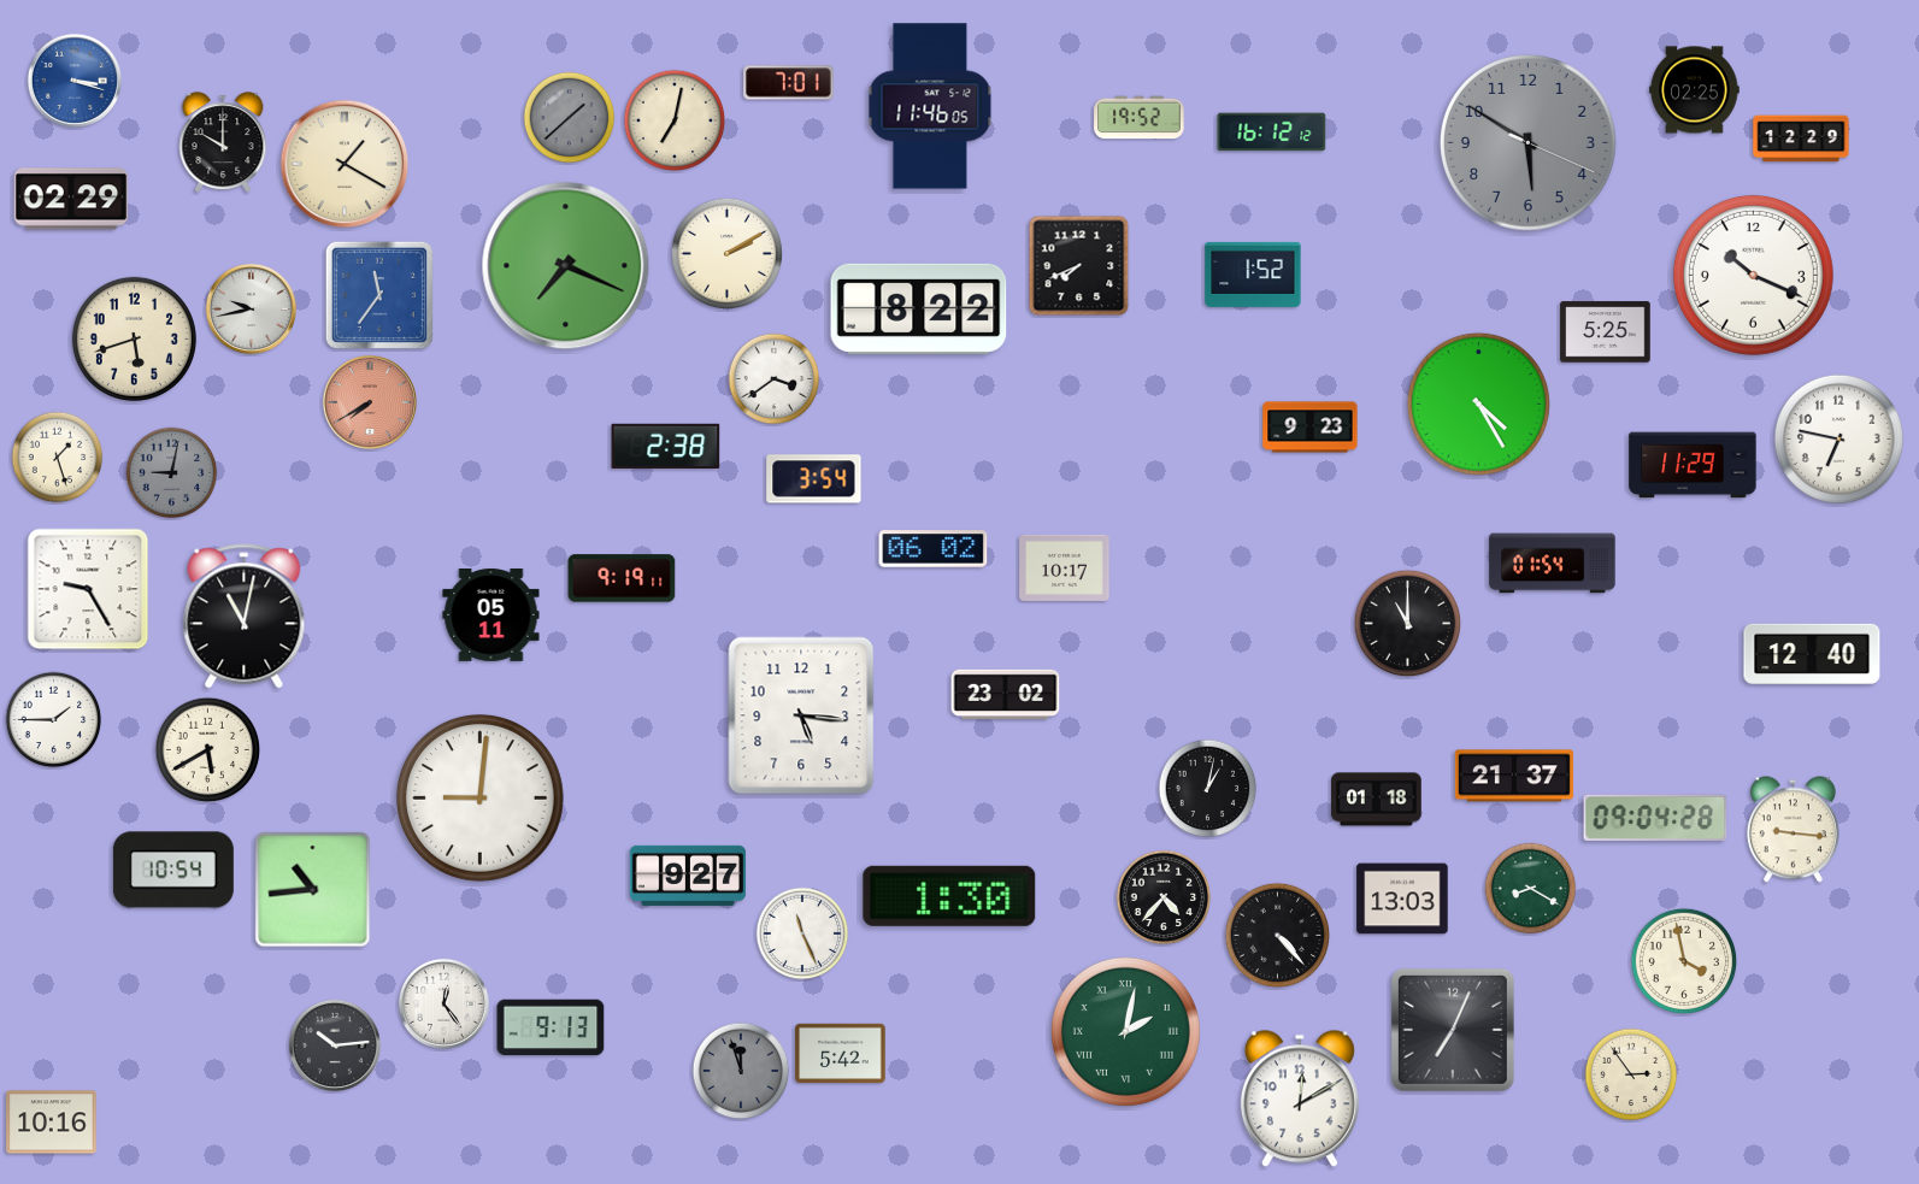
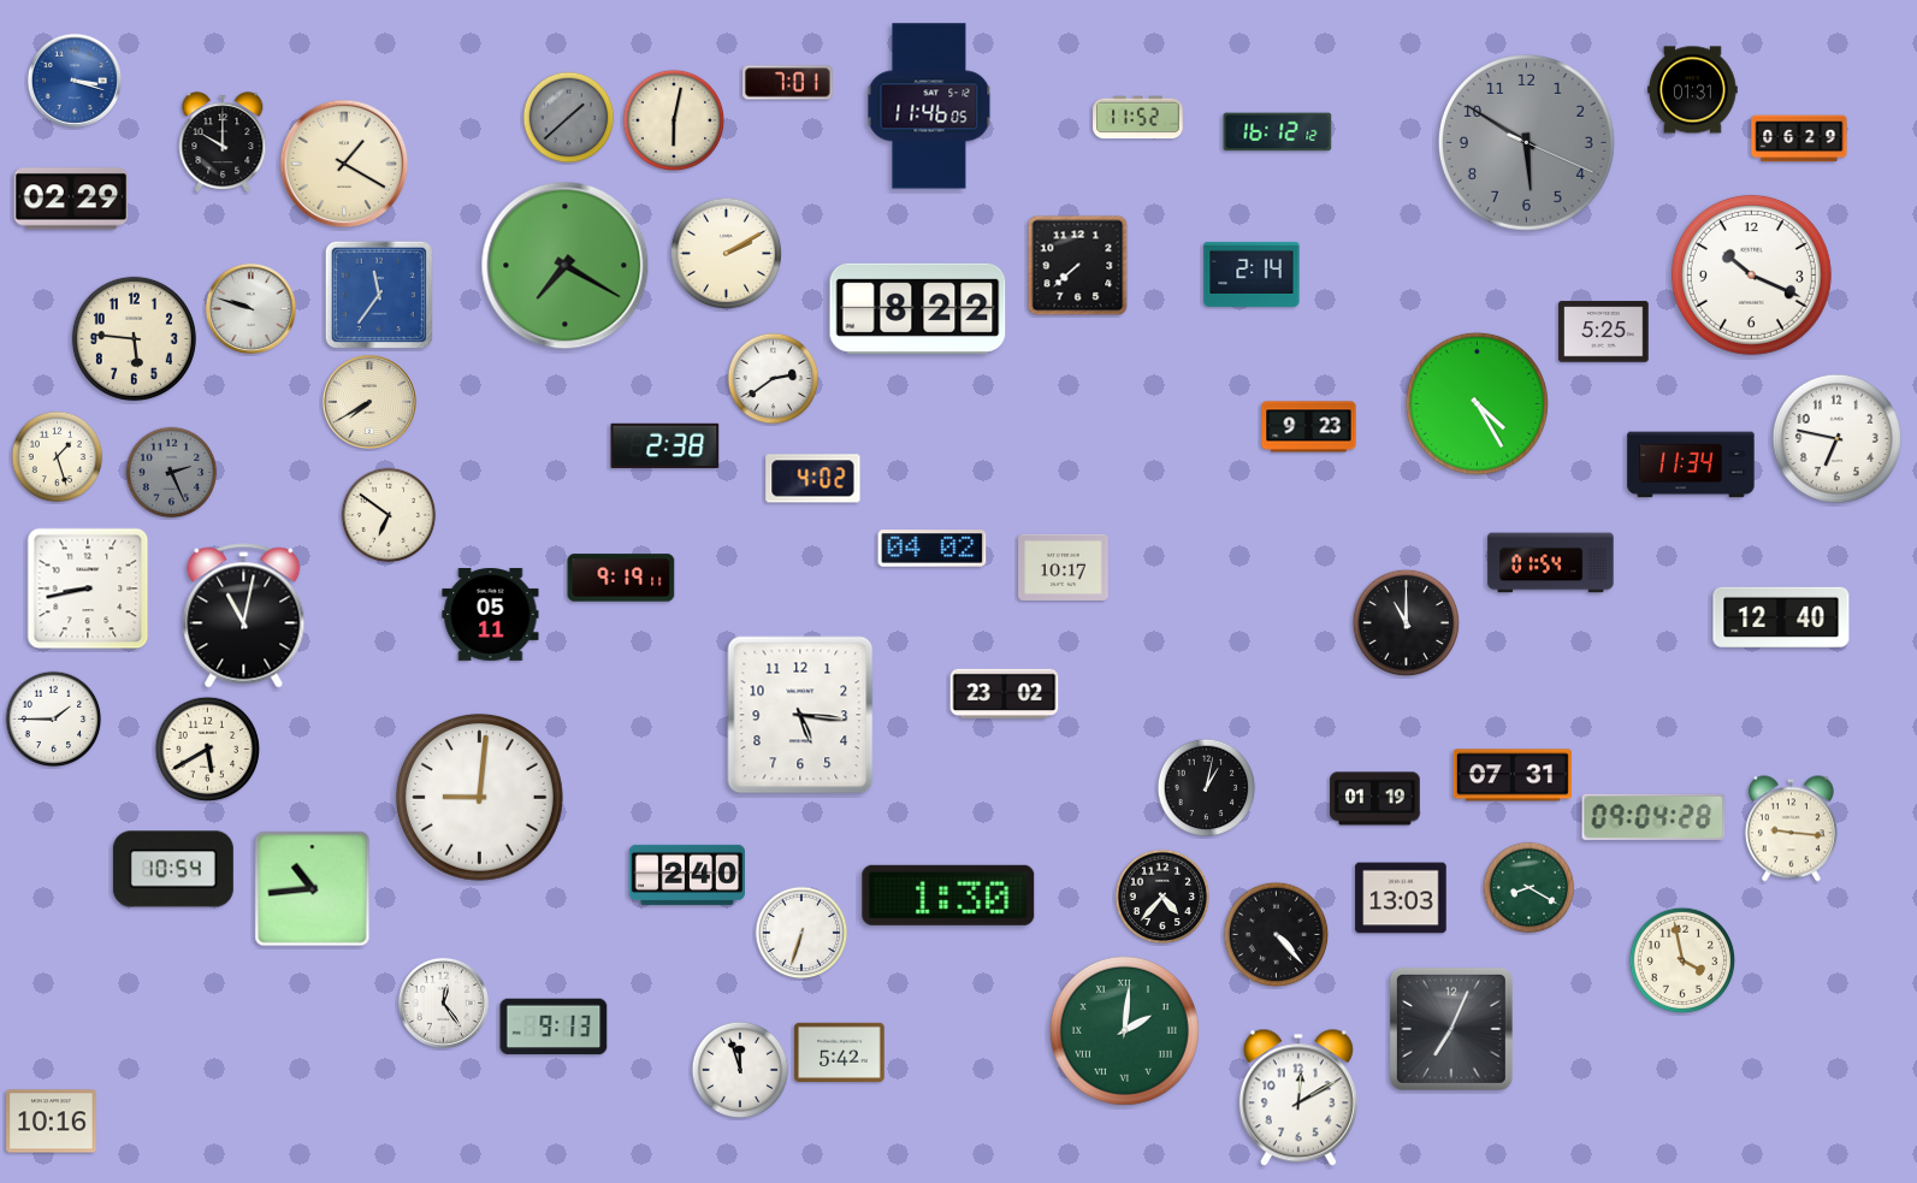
clock at (1695, 90): 02:25 -> 01:31
clock at (1140, 118): 19:52 -> 11:52
clock at (675, 120): 7:02 -> 6:02
clock at (1272, 132) position: (1272, 132) -> (1278, 132)
clock at (1801, 139): 12:29 -> 06:29
clock at (566, 266): 7:19 -> 7:20
clock at (1079, 266): 7:41 -> 7:38
clock at (1253, 275): 1:52 -> 2:14
clock at (251, 308): 9:43 -> 9:48
clock at (134, 338): 5:42 -> 5:46
clock at (775, 379): 3:39 -> 2:39
clock at (370, 402) dial: salmon -> cream
clock at (1693, 465): 11:29 -> 11:34
clock at (172, 473): 9:02 -> 2:26
clock at (814, 479): 3:54 -> 4:02
clock at (389, 515): none -> 6:51
clock at (934, 549): 06:02 -> 04:02
clock at (88, 589): 9:25 -> 8:43
clock at (1812, 654) position: (1812, 654) -> (1781, 617)
clock at (1514, 776): 21:37 -> 07:31
clock at (1377, 800): 01:18 -> 01:19
clock at (687, 876): 9:27 -> 2:40
clock at (802, 933): 11:26 -> 6:33
clock at (551, 1027) position: (551, 1027) -> (554, 1027)
clock at (1125, 1031): 2:02 -> 2:01
clock at (335, 1045): 10:14 -> none
clock at (741, 1071) dial: grey -> white
clock at (1631, 1074): 2:54 -> none
